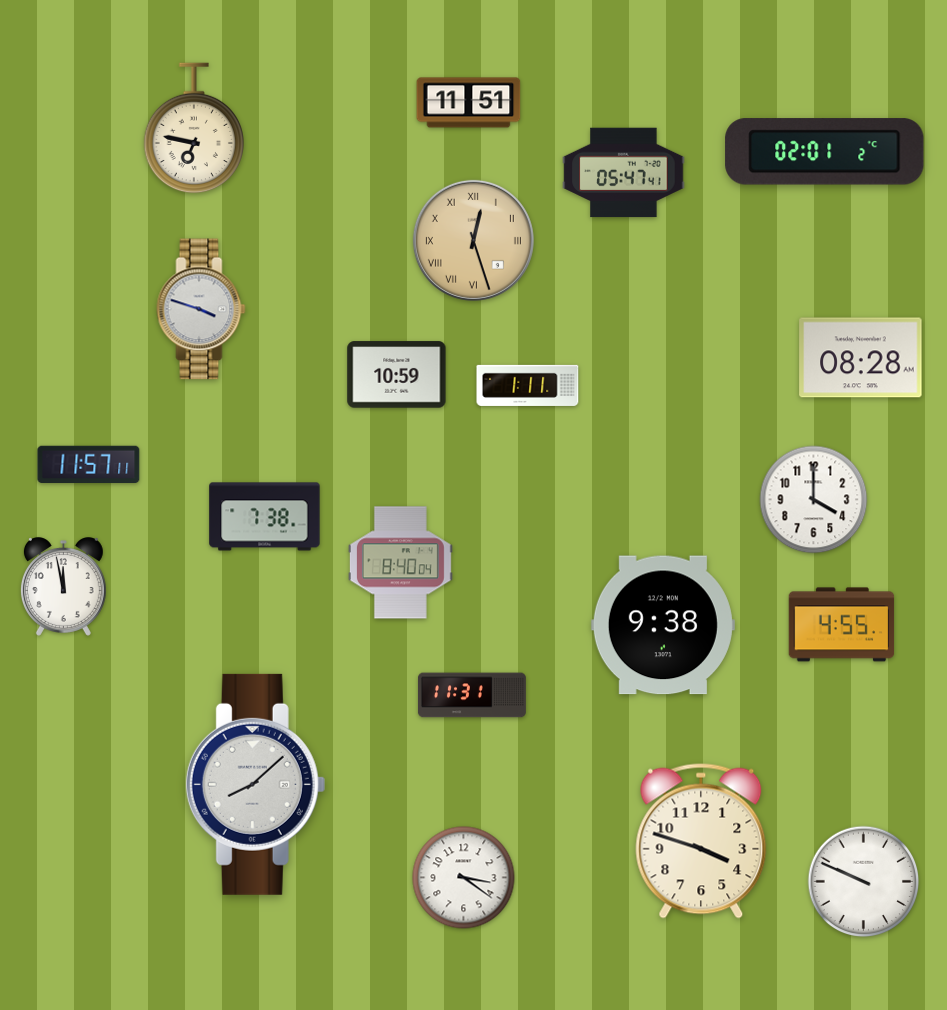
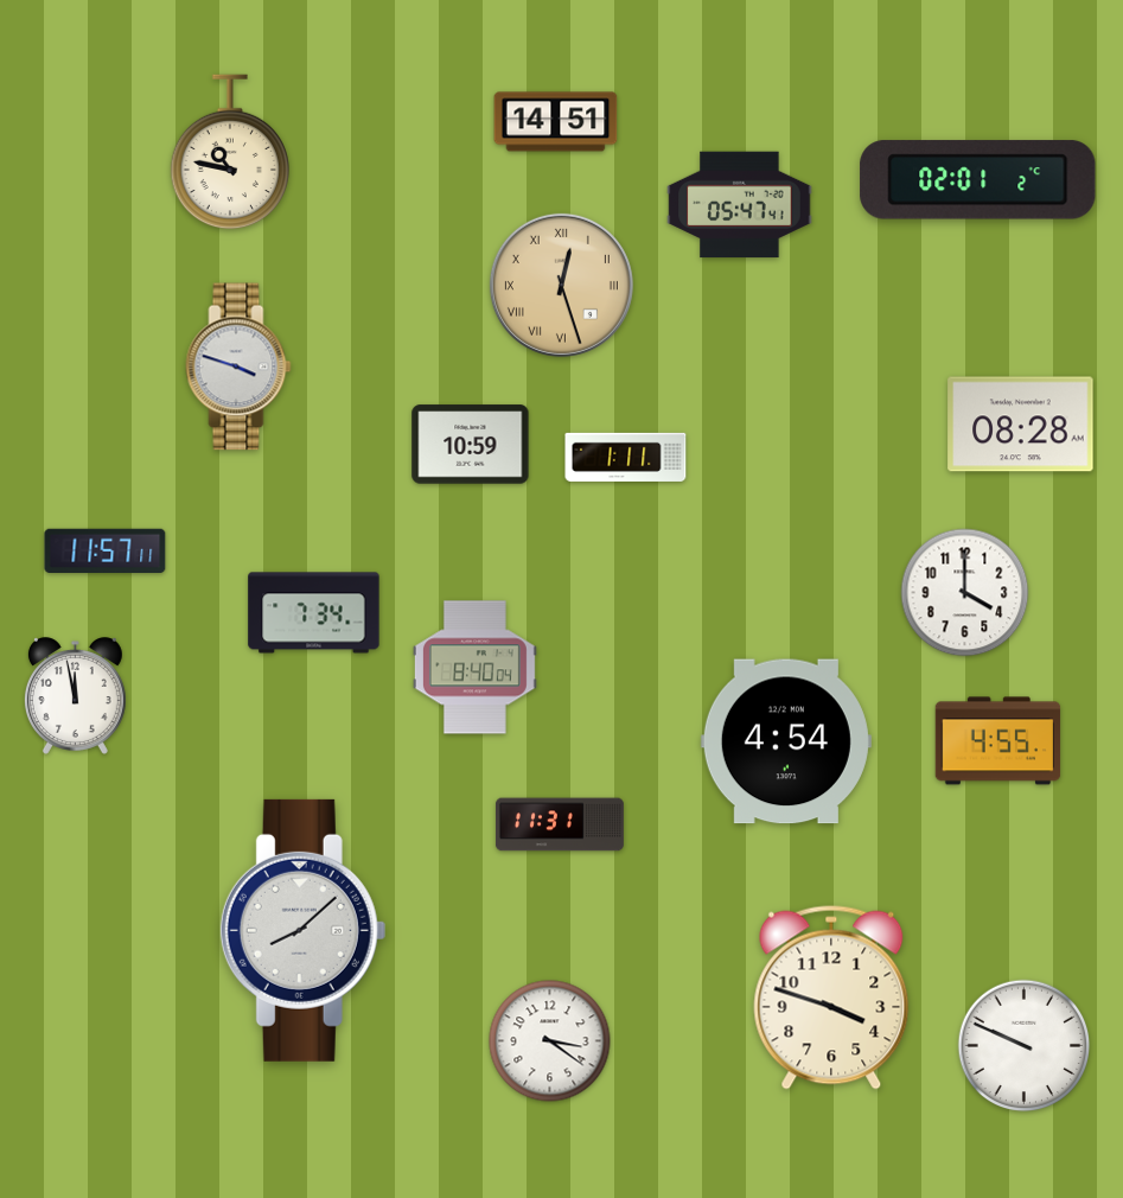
clock at (469, 103): 11:51 -> 14:51
clock at (193, 128): 6:47 -> 10:47
clock at (265, 517): 7:38 -> 7:34
clock at (663, 625): 9:38 -> 4:54
